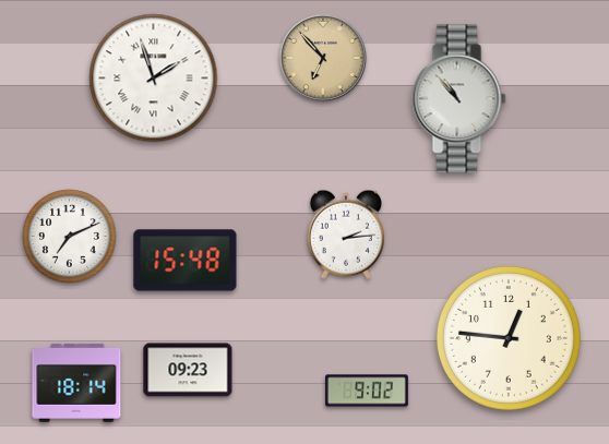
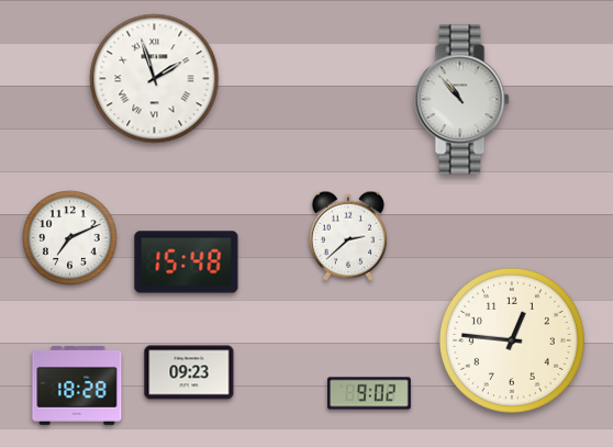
clock at (323, 58): 6:53 -> none
clock at (346, 235): 2:14 -> 2:38
clock at (76, 383): 18:14 -> 18:28
